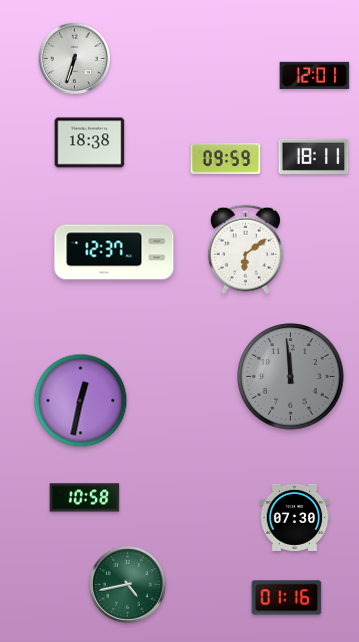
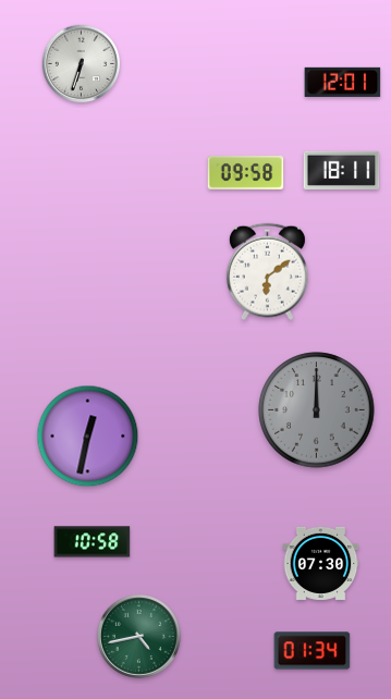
clock at (90, 143): 18:38 -> none
clock at (226, 158): 09:59 -> 09:58
clock at (114, 252): 12:37 -> none
clock at (291, 377): 11:59 -> 12:00
clock at (287, 598): 01:16 -> 01:34
